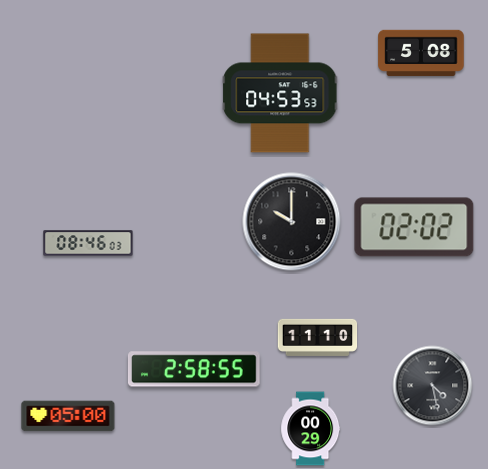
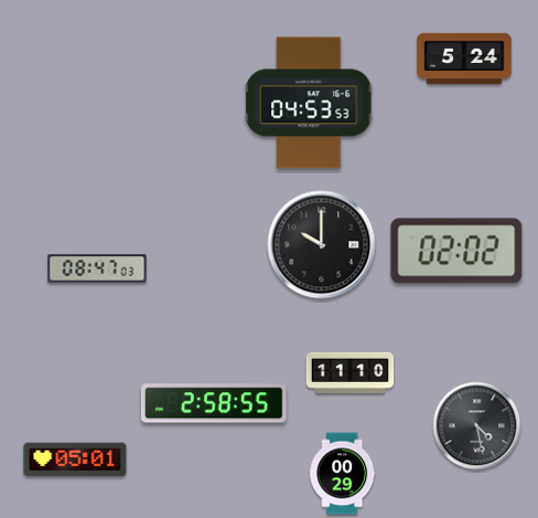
clock at (421, 53): 5:08 -> 5:24
clock at (88, 243): 08:46 -> 08:47
clock at (194, 369) position: (194, 369) -> (214, 403)
clock at (68, 416): 05:00 -> 05:01
